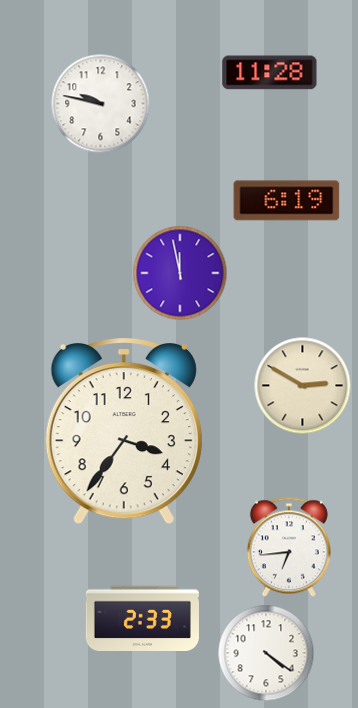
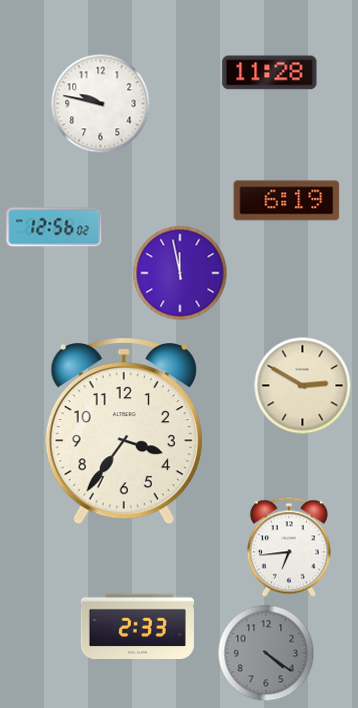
clock at (54, 227): none -> 12:56
clock at (142, 618) position: (142, 618) -> (137, 626)
clock at (266, 653) dial: white -> grey
